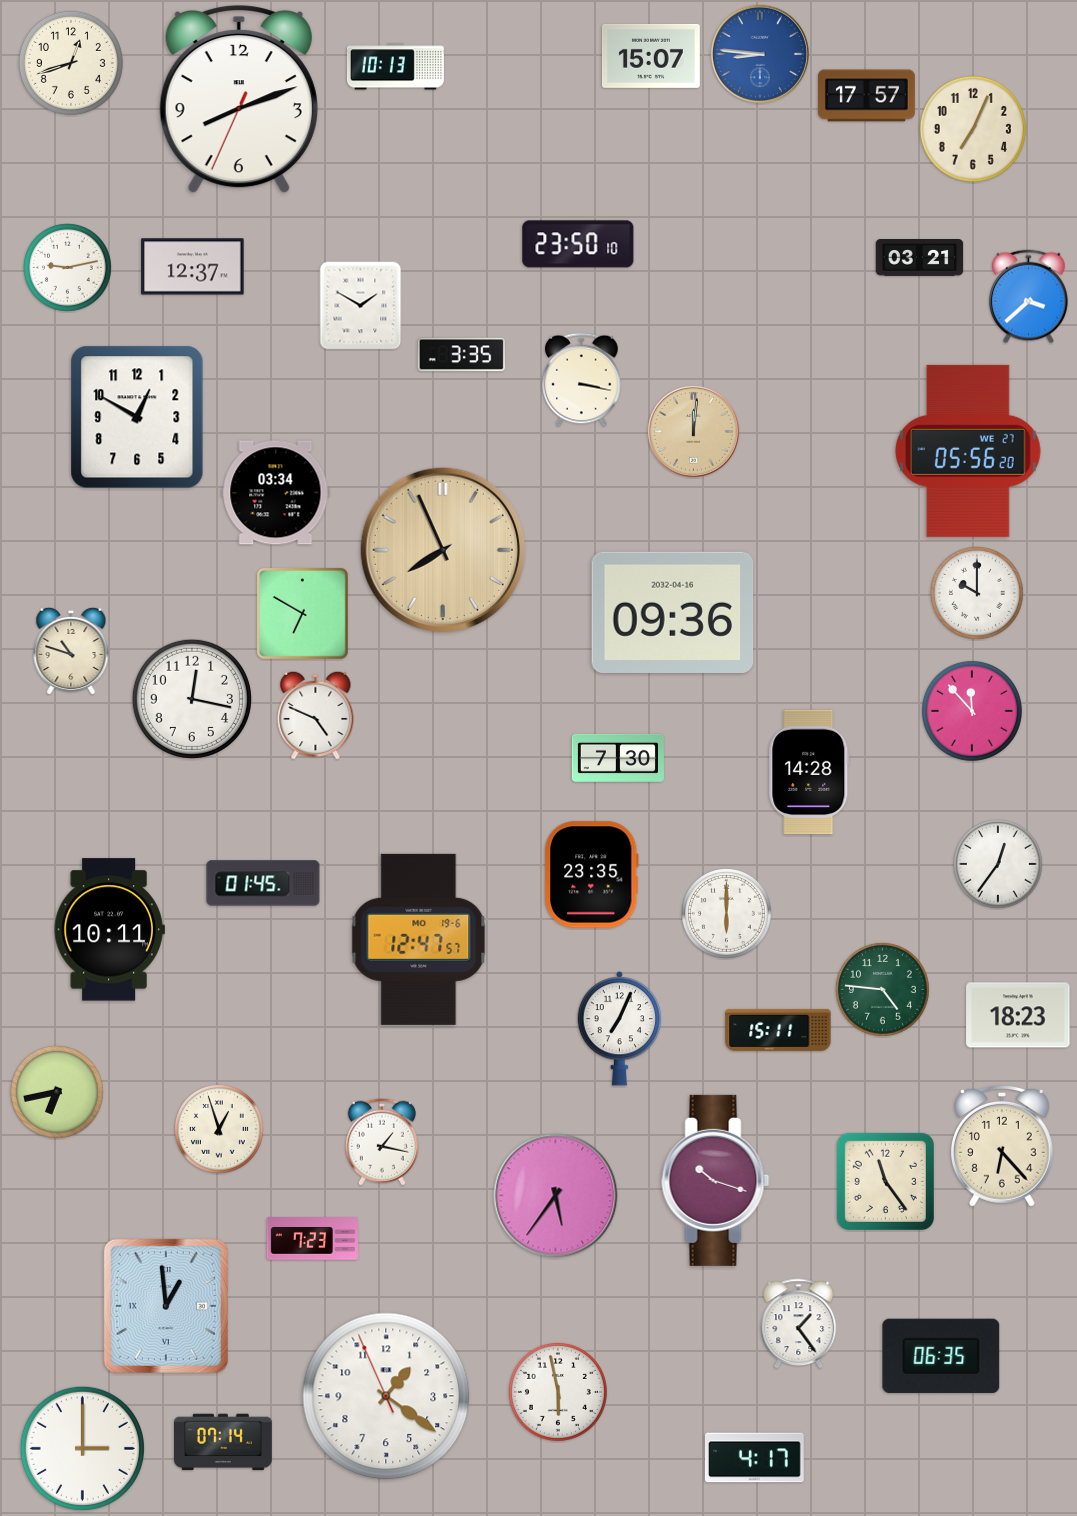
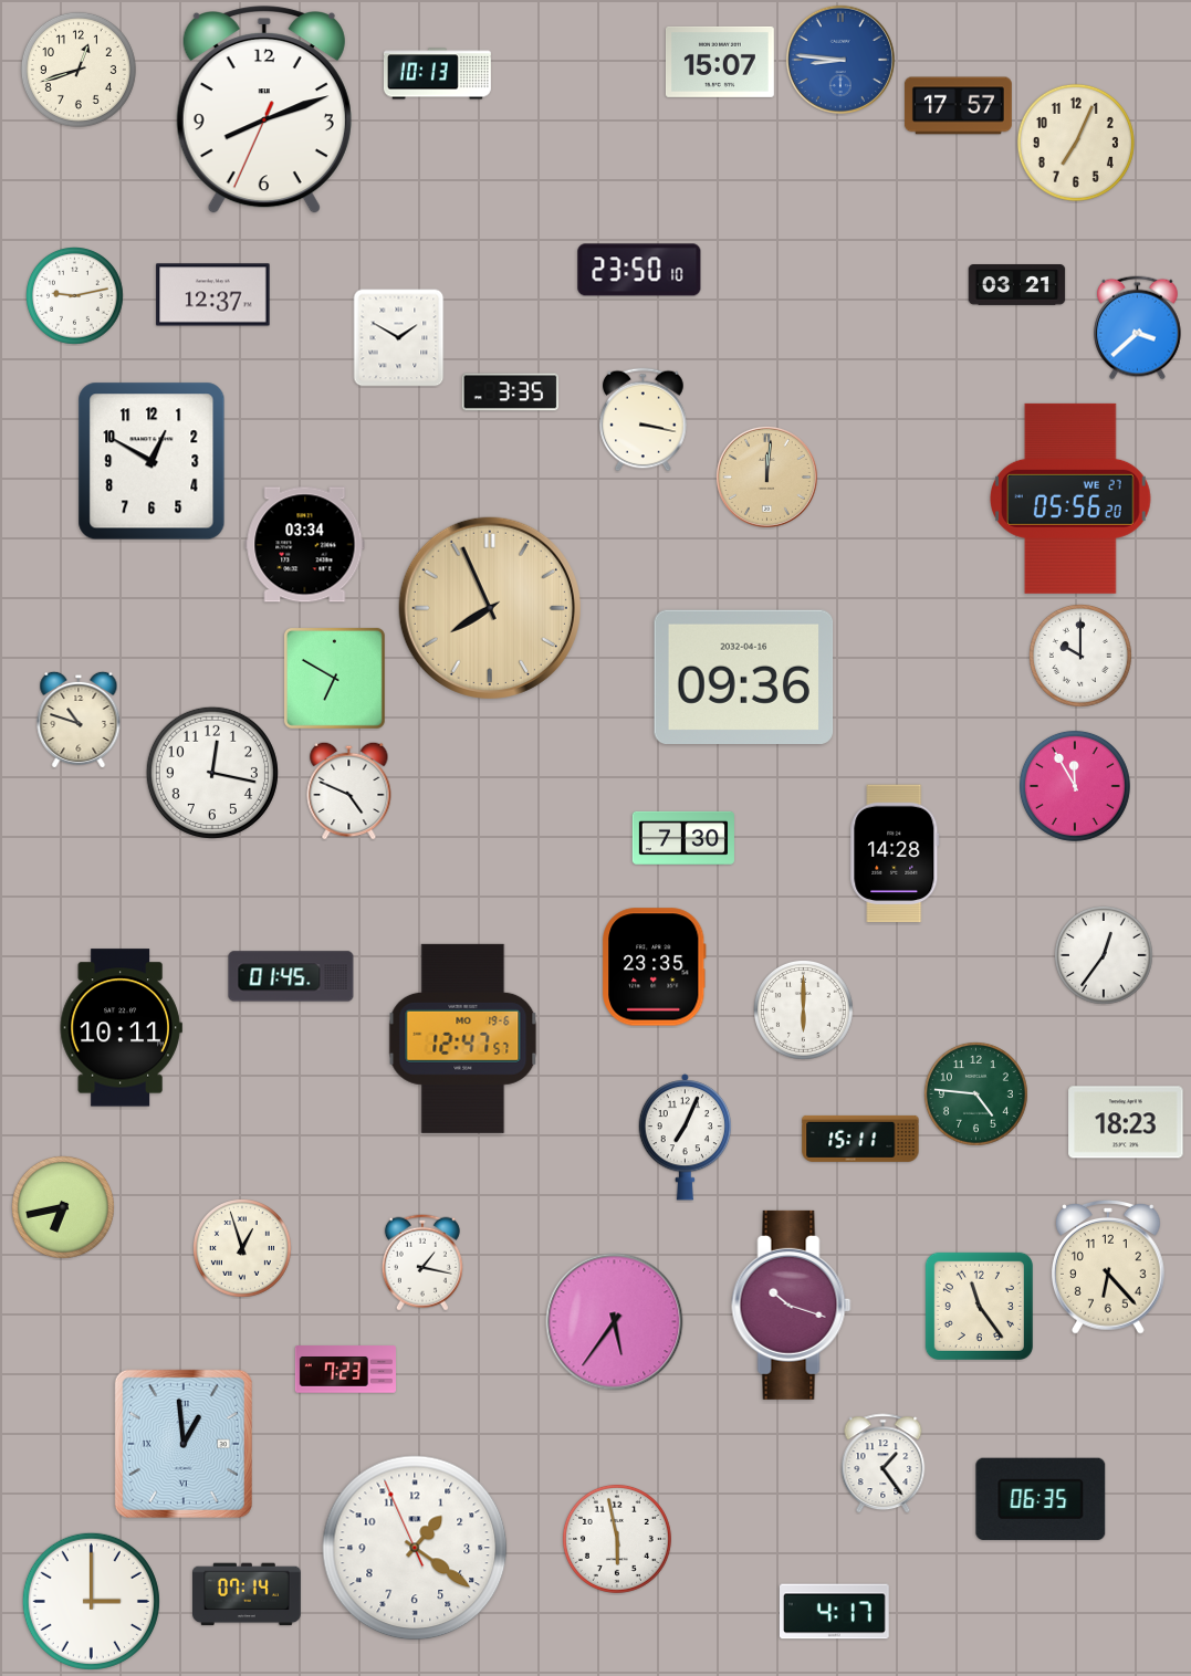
clock at (972, 711): 11:53 -> 11:55
clock at (386, 1396) position: (386, 1396) -> (415, 1548)
